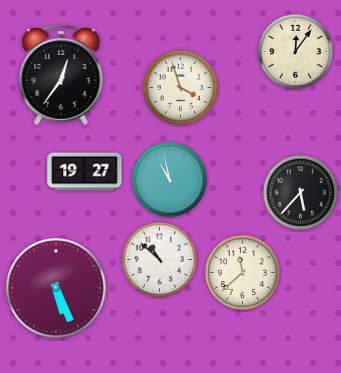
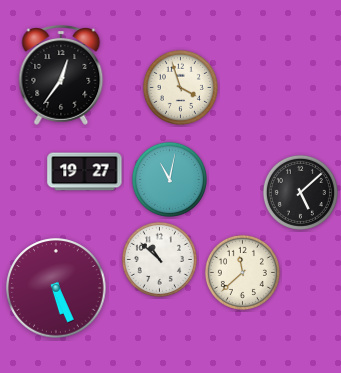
clock at (295, 51): 12:06 -> none
clock at (169, 179): 10:58 -> 11:02
clock at (300, 192): 5:37 -> 5:08
